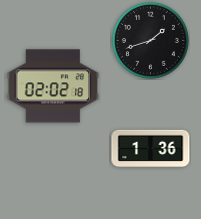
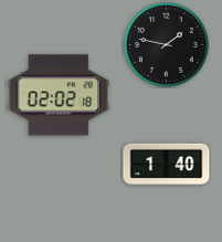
clock at (150, 40): 1:42 -> 1:47
clock at (151, 149): 1:36 -> 1:40
